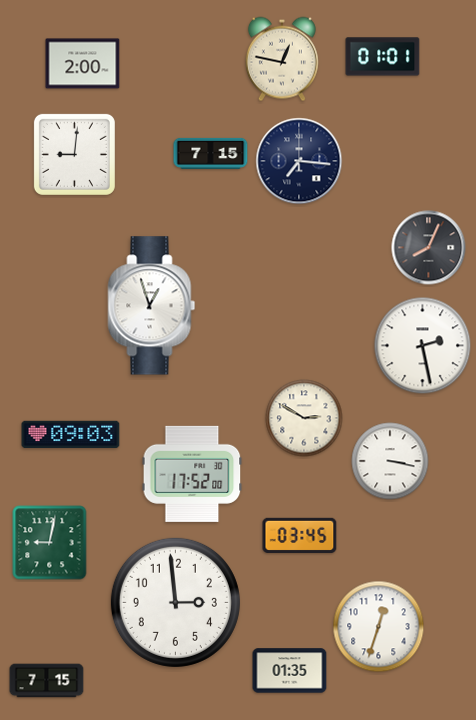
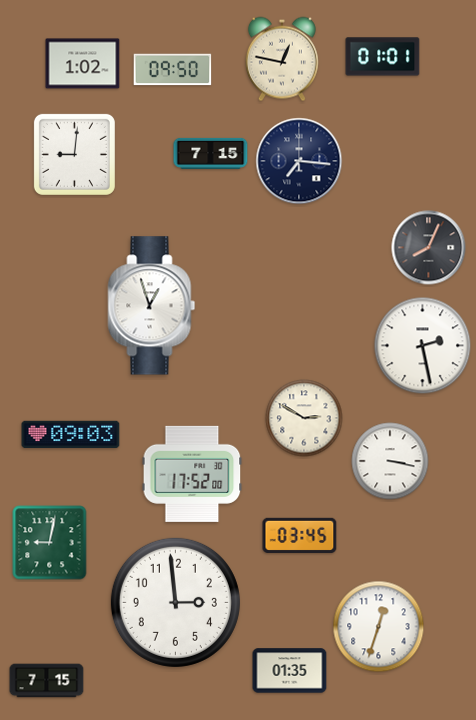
clock at (83, 64): 2:00 -> 1:02
clock at (173, 70): none -> 09:50
